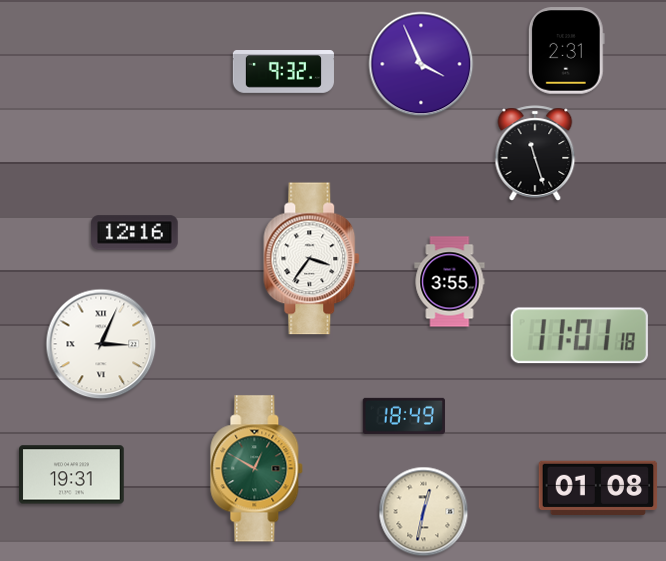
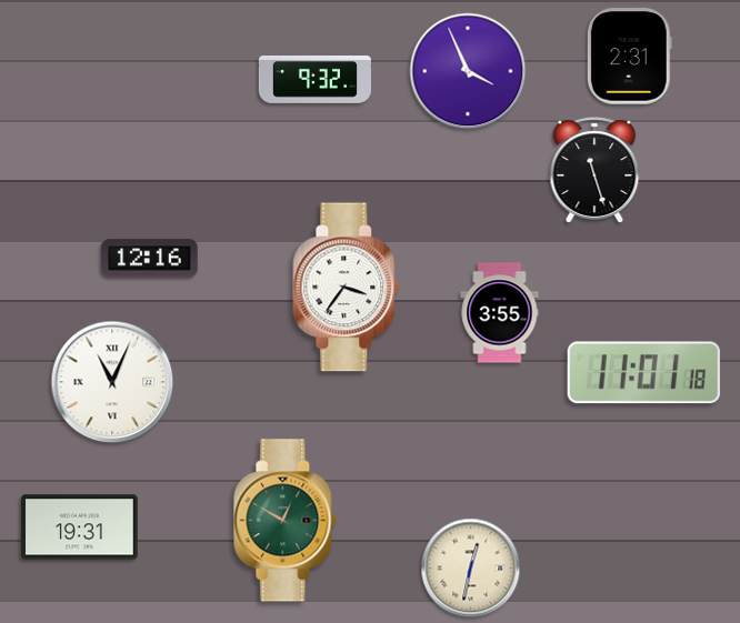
clock at (101, 344): 3:04 -> 11:04
clock at (404, 416): 18:49 -> none
clock at (598, 488): 01:08 -> none
